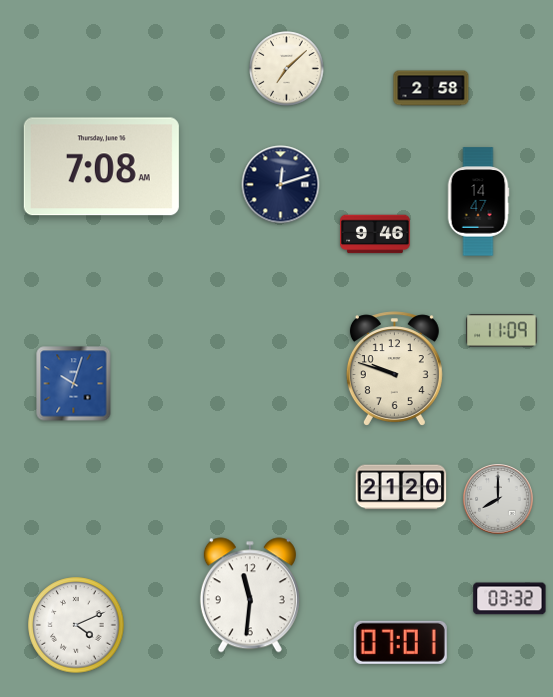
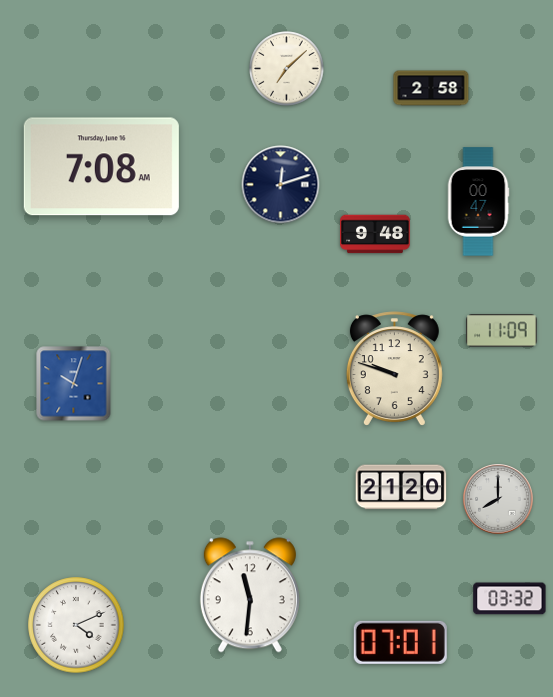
clock at (478, 202): 14:47 -> 00:47
clock at (375, 234): 9:46 -> 9:48
